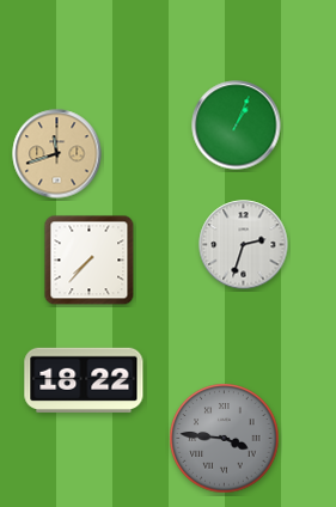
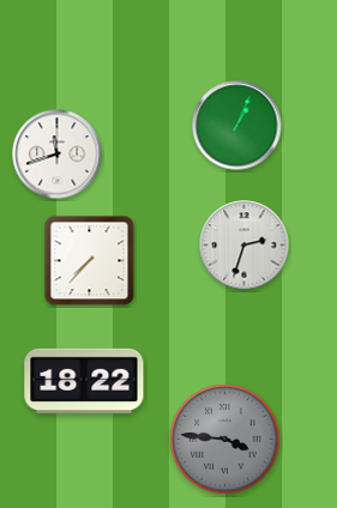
clock at (57, 154) dial: champagne -> white
